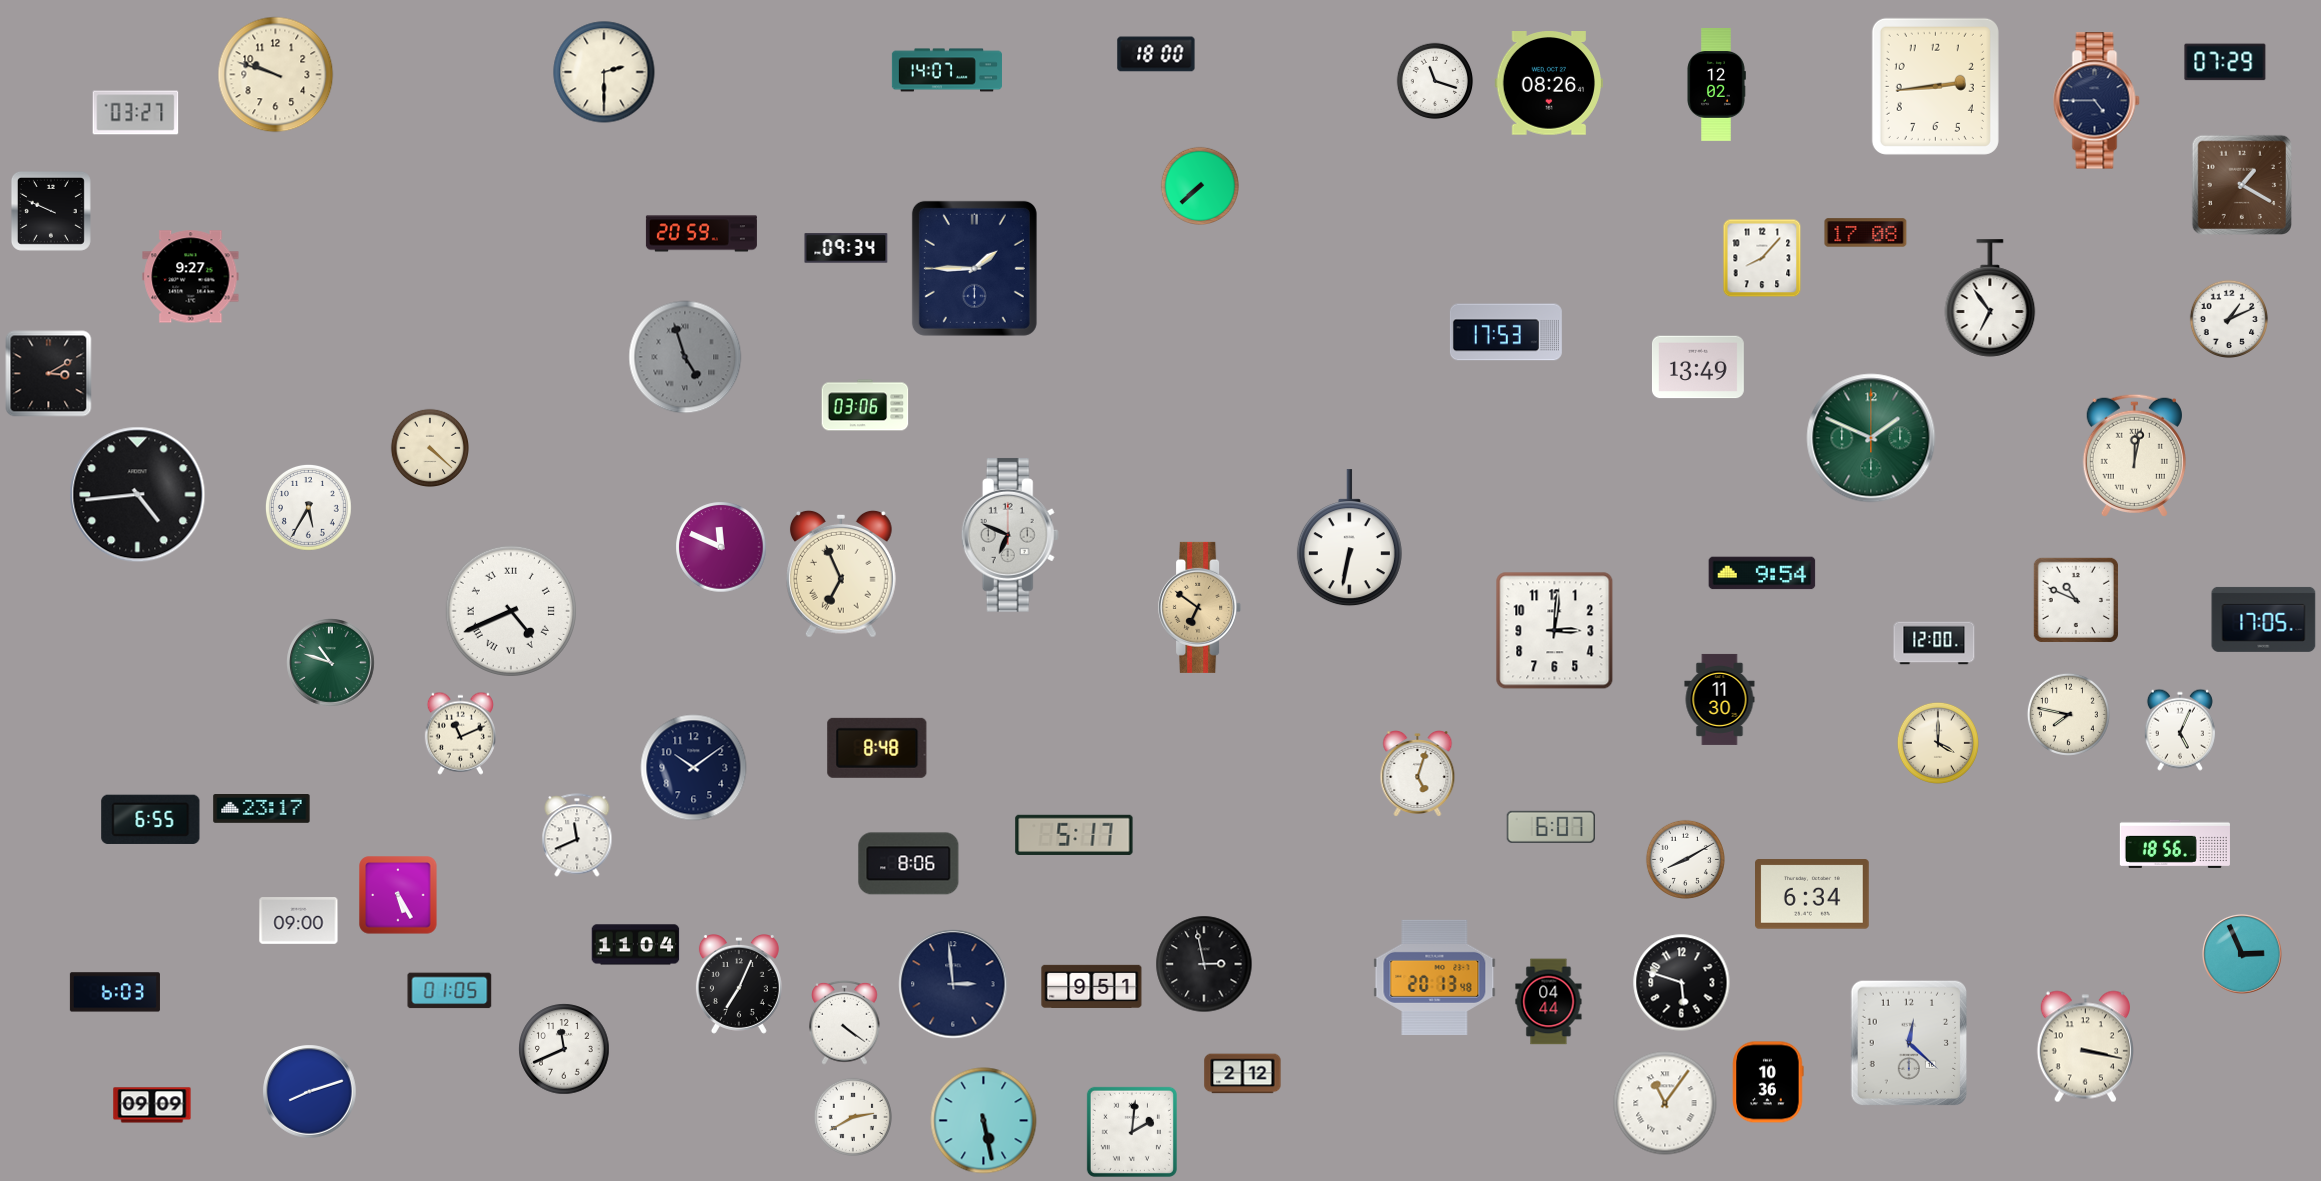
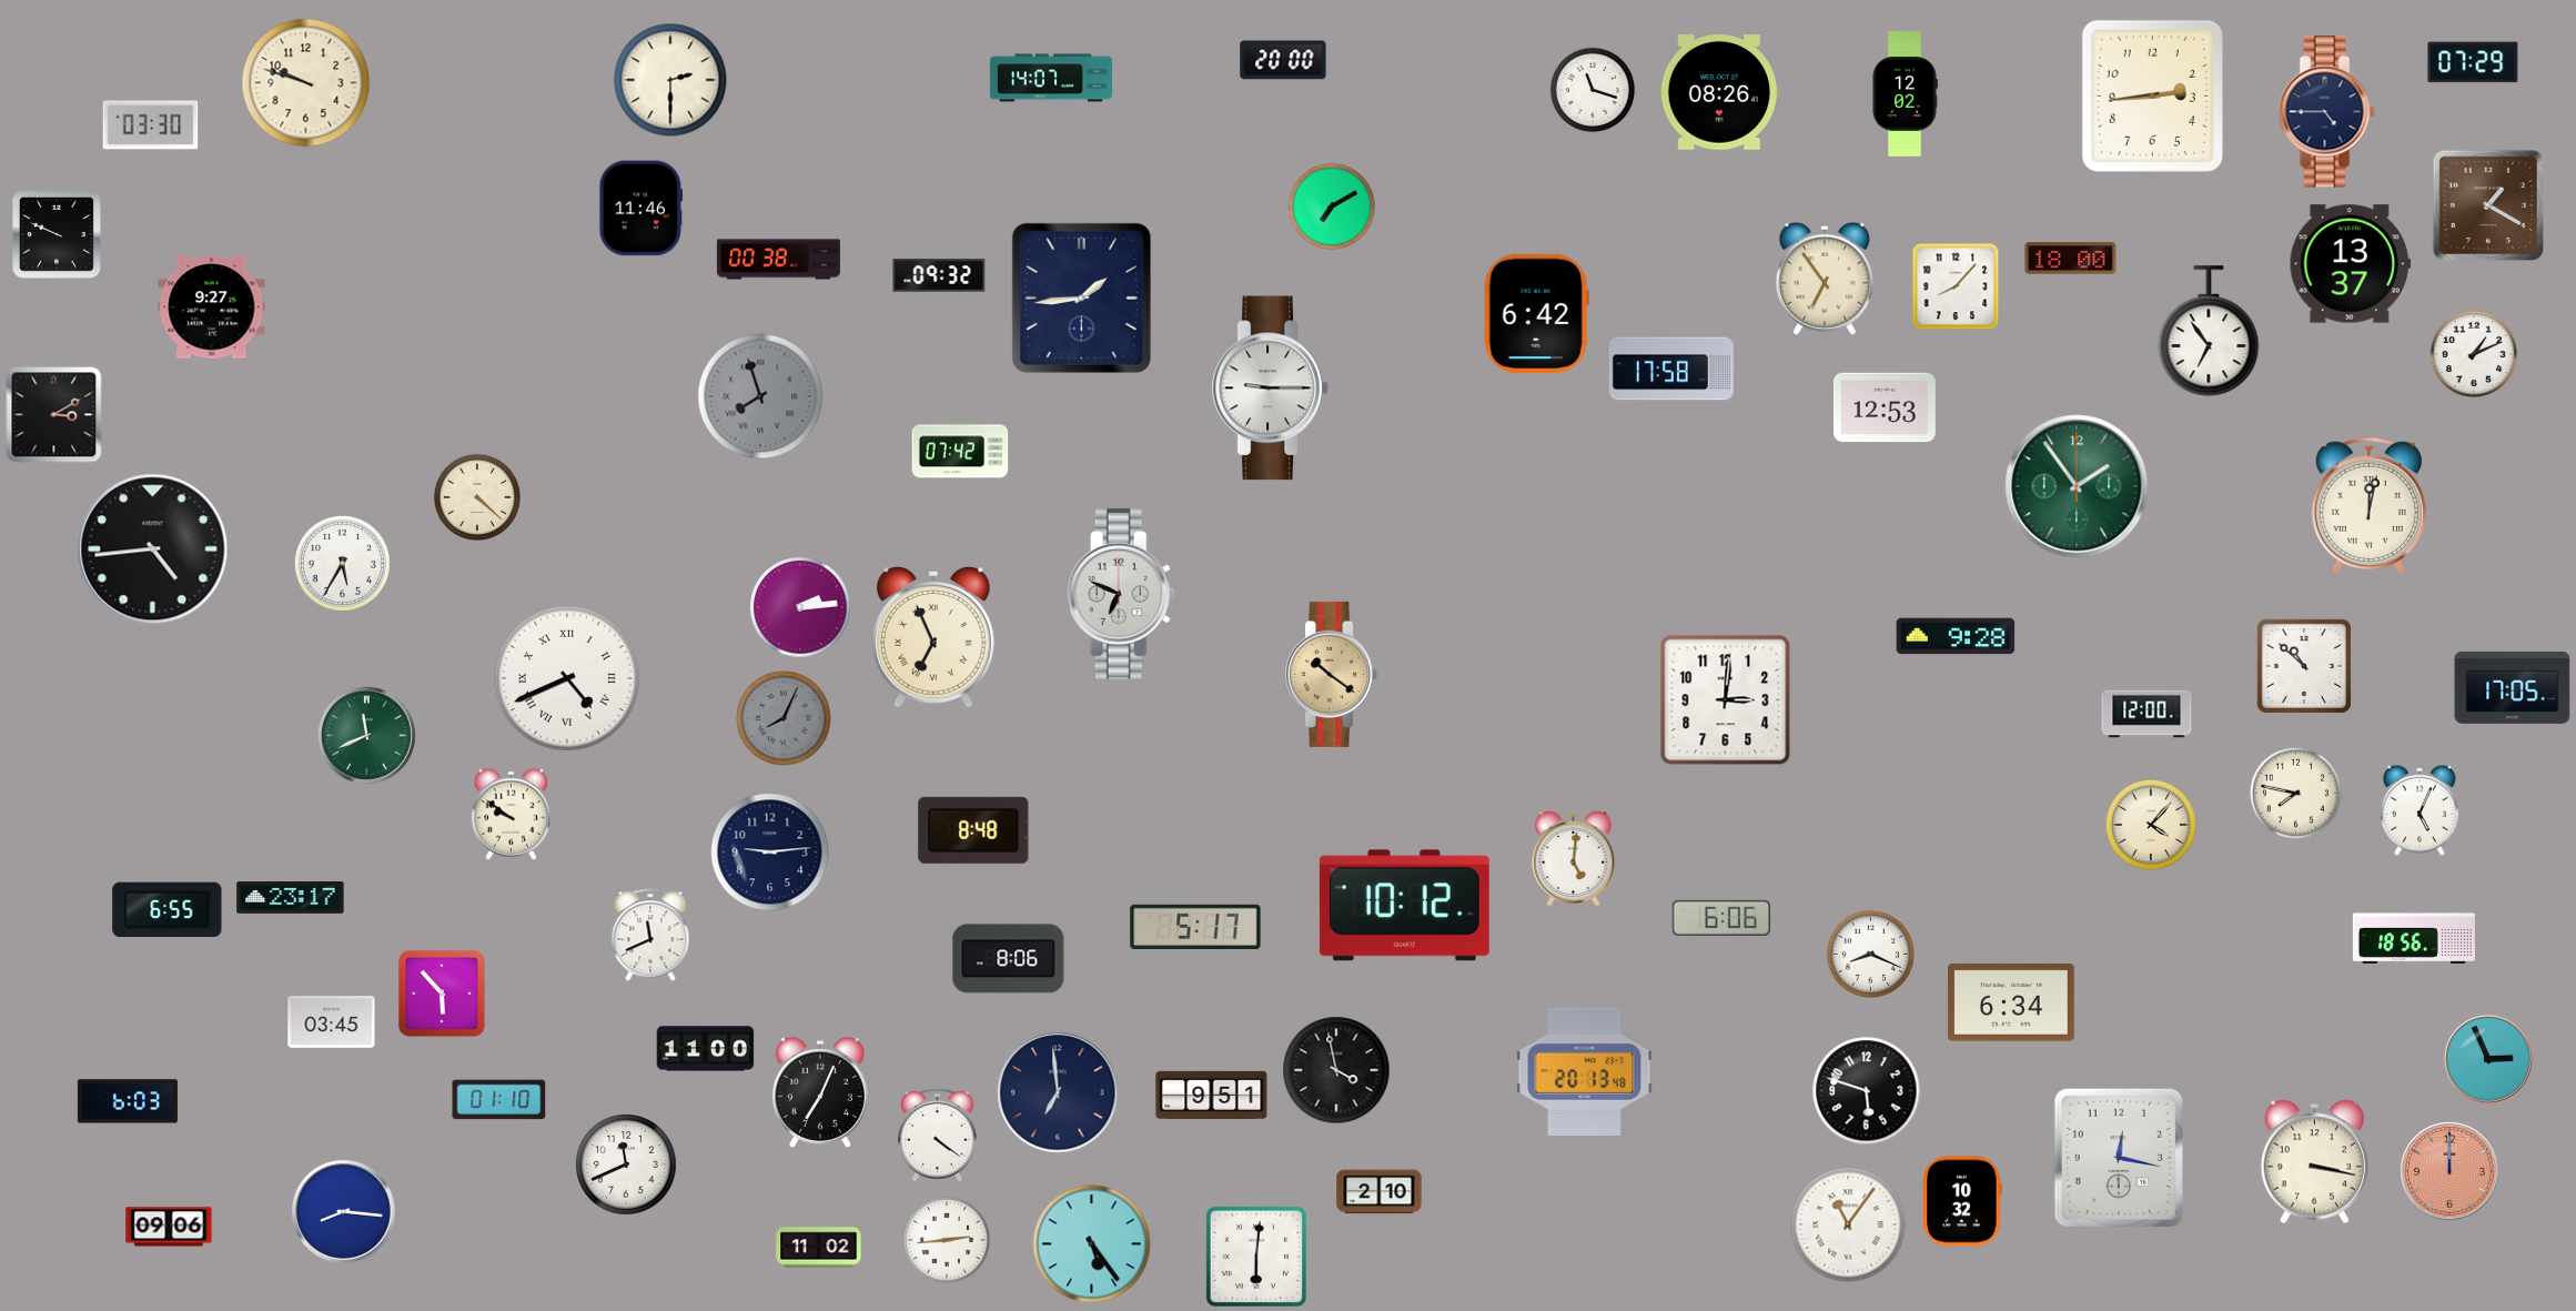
clock at (1156, 54): 18:00 -> 20:00
clock at (2225, 62) position: (2225, 62) -> (2473, 62)
clock at (1935, 86) position: (1935, 86) -> (2152, 95)
clock at (136, 113): 03:27 -> 03:30
clock at (1199, 185): 7:38 -> 7:10
clock at (642, 209): none -> 11:46
clock at (1866, 233): 17:08 -> 18:00
clock at (701, 234): 20:59 -> 00:38
clock at (2350, 264): none -> 13:37
clock at (846, 248): 09:34 -> 09:32
clock at (1825, 279): none -> 6:54
clock at (974, 268): 1:45 -> 1:44
clock at (1536, 314): none -> 6:42
clock at (1506, 332): 17:53 -> 17:58
clock at (1271, 389): none -> 9:15
clock at (685, 357): 4:57 -> 7:57
clock at (1698, 367): 13:49 -> 12:53
clock at (865, 405): 03:06 -> 07:42
clock at (1871, 438): 1:49 -> 1:54
clock at (1349, 538): 6:32 -> none
clock at (721, 547): 11:49 -> 2:14
clock at (1762, 573): 9:54 -> 9:28
clock at (2076, 600): 10:49 -> 10:52
clock at (1200, 607): 6:51 -> 10:21
clock at (784, 718): none -> 8:04
clock at (331, 663): 10:48 -> 11:41
clock at (1720, 699): 11:30 -> none
clock at (460, 733): 11:11 -> 9:51
clock at (1938, 743): 4:00 -> 4:07
clock at (694, 768): 10:09 -> 9:14
clock at (1418, 774): 5:03 -> 5:01
clock at (1404, 906): none -> 10:12
clock at (1550, 827): 6:07 -> 6:06
clock at (577, 835) position: (577, 835) -> (650, 935)
clock at (1074, 835) position: (1074, 835) -> (1195, 927)
clock at (1685, 859): 8:10 -> 8:19
clock at (1813, 894) position: (1813, 894) -> (2012, 1002)
clock at (398, 895): 5:25 -> 5:53
clock at (299, 921): 09:00 -> 03:45
clock at (636, 945): 11:04 -> 11:00
clock at (1204, 964): 2:58 -> 3:58
clock at (1435, 977) position: (1435, 977) -> (1585, 1071)
clock at (953, 984): 2:59 -> 6:59
clock at (450, 991): 01:05 -> 01:10
clock at (1549, 1002): 04:44 -> none
clock at (1908, 1043): 12:22 -> 12:17
clock at (2449, 1171): none -> 12:00
clock at (1243, 1074): 2:12 -> 2:10
clock at (1768, 1082): 10:36 -> 10:32
clock at (310, 1092): 8:12 -> 8:16
clock at (152, 1105): 09:09 -> 09:06
clock at (852, 1116): 2:40 -> 2:44
clock at (984, 1121): 5:28 -> 5:24
clock at (819, 1248): none -> 11:02
clock at (1132, 1132): 2:01 -> 6:01
